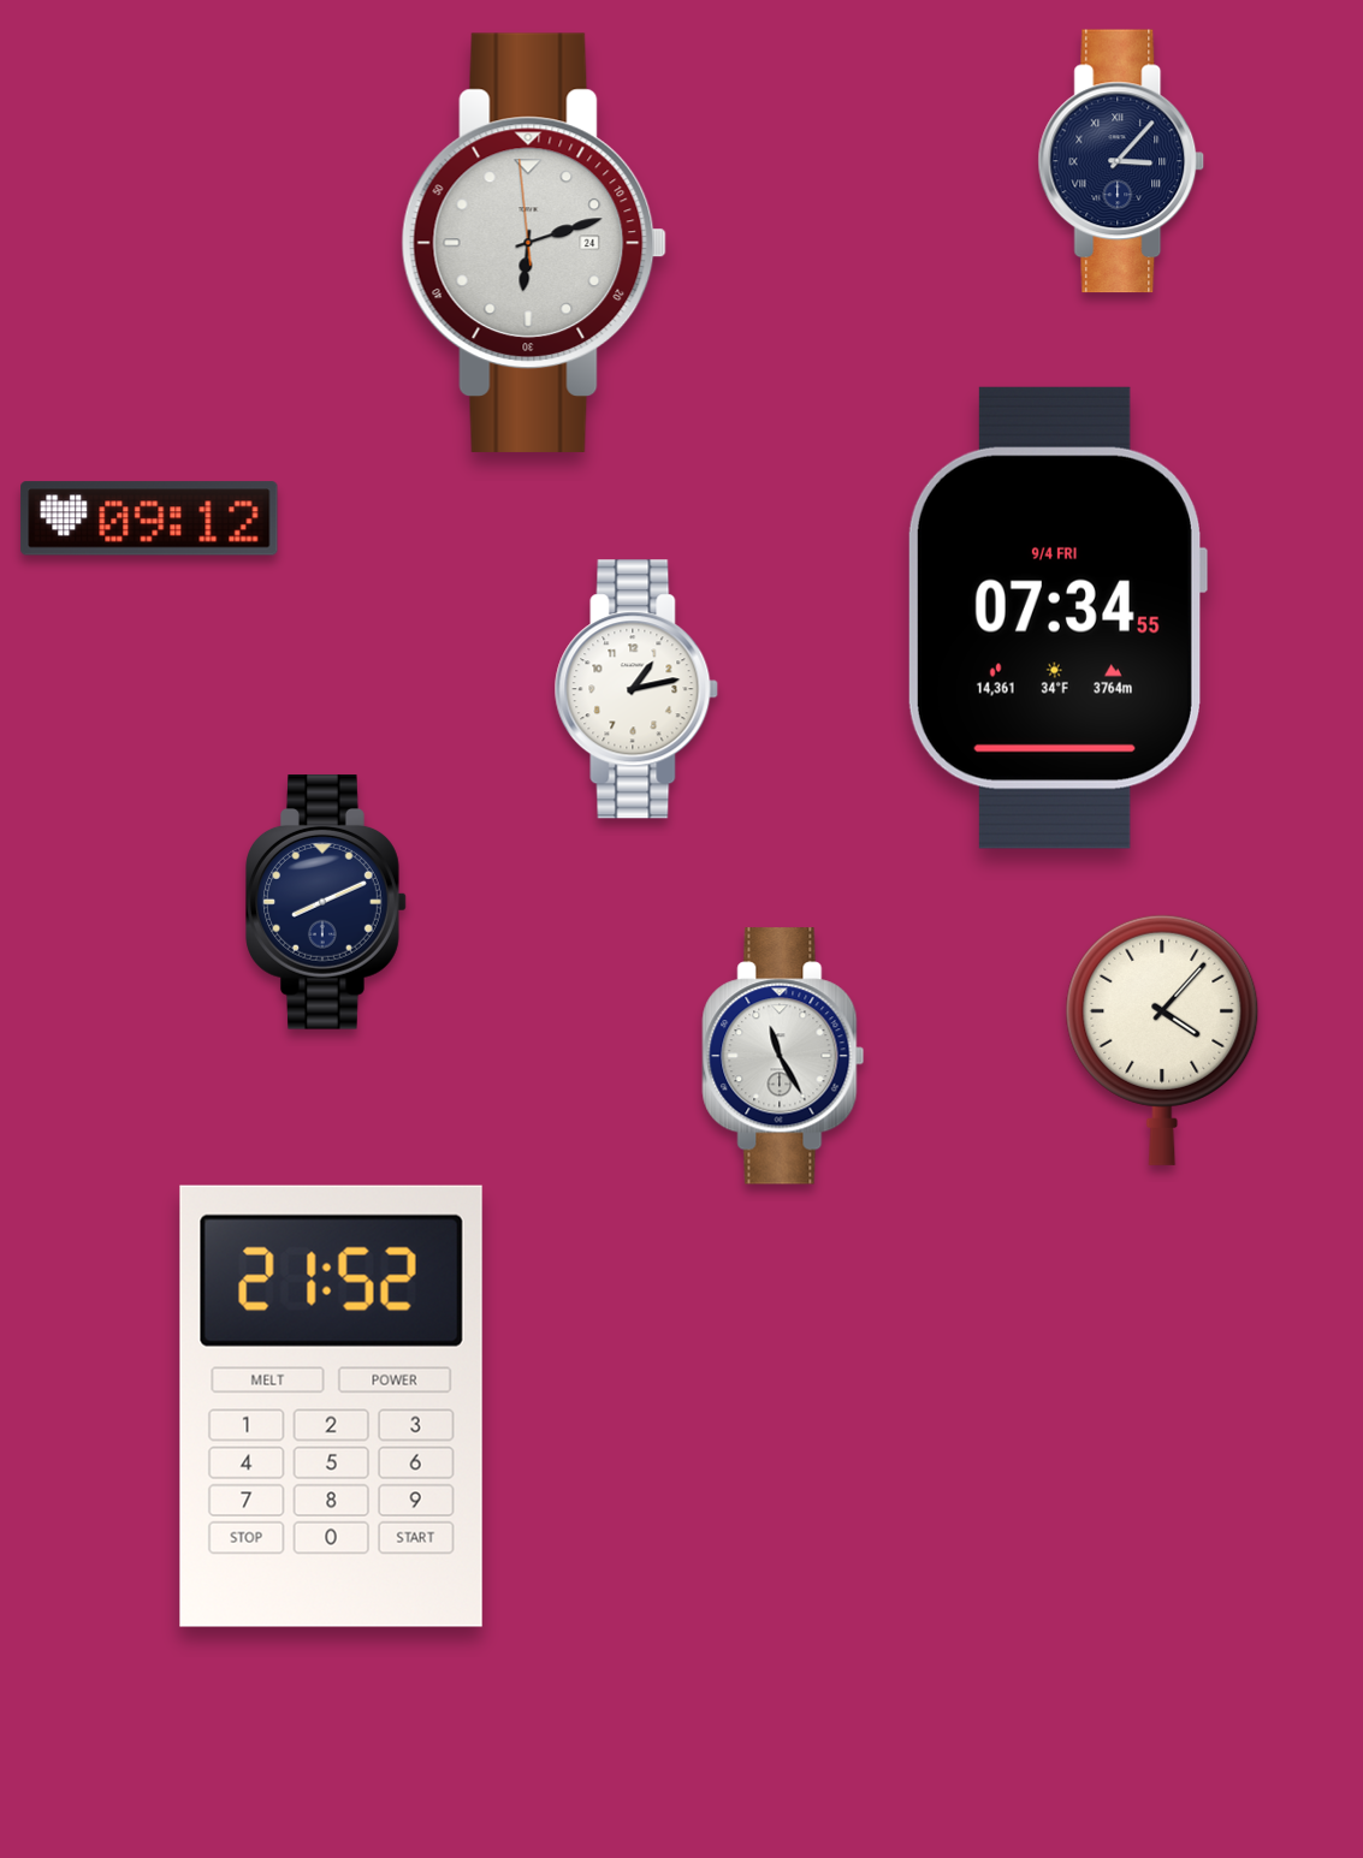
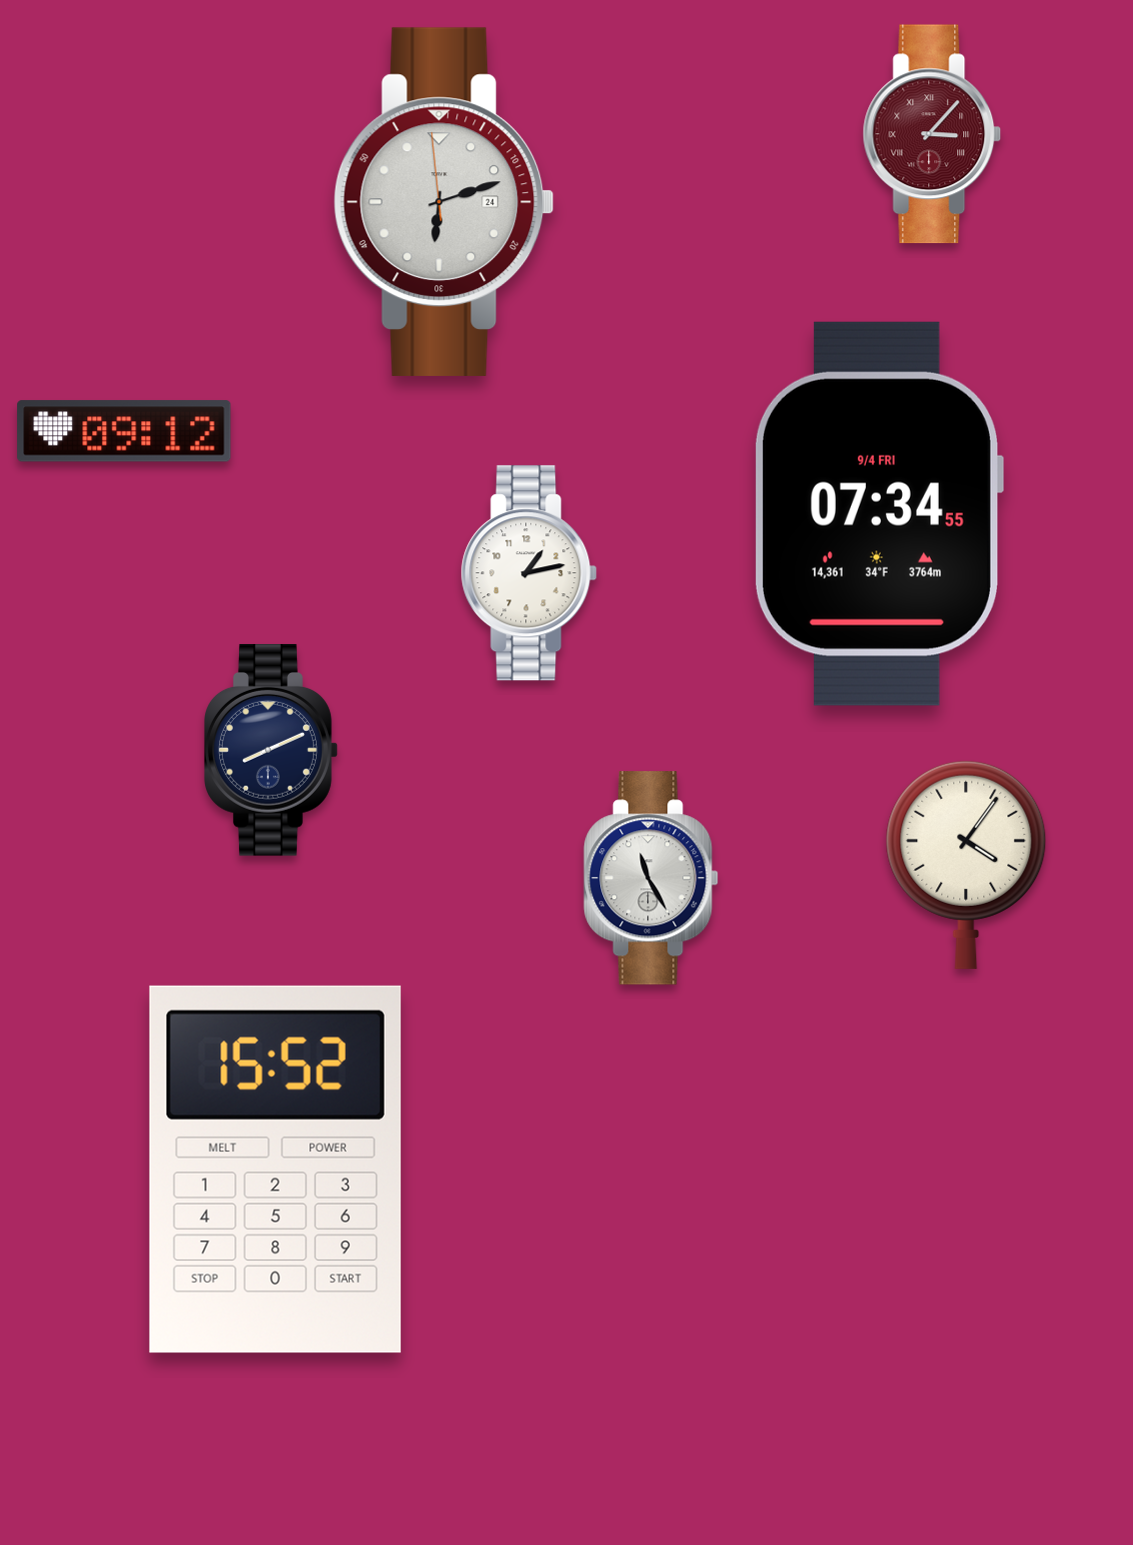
clock at (1121, 161) dial: navy -> burgundy
clock at (1162, 1039): 4:07 -> 4:06
clock at (331, 1406): 21:52 -> 15:52
